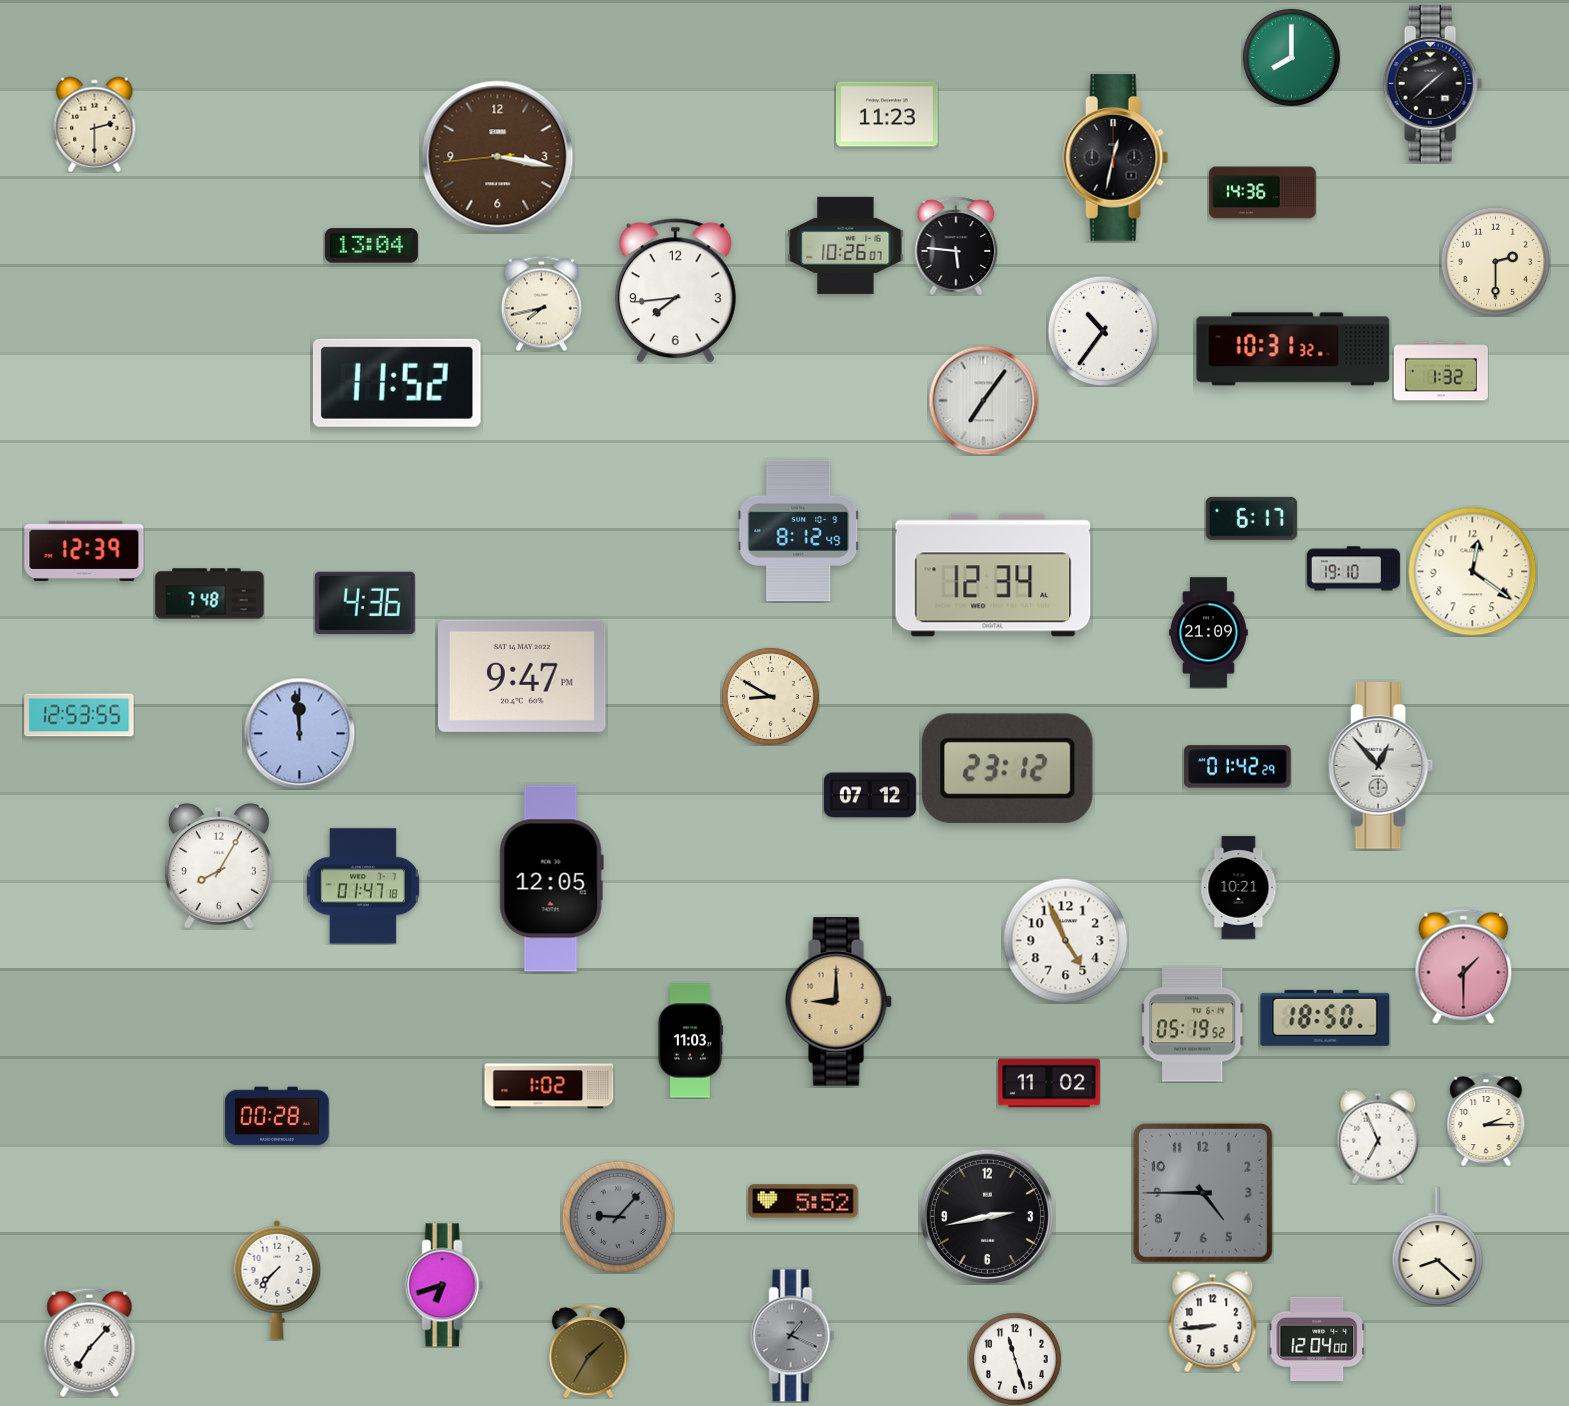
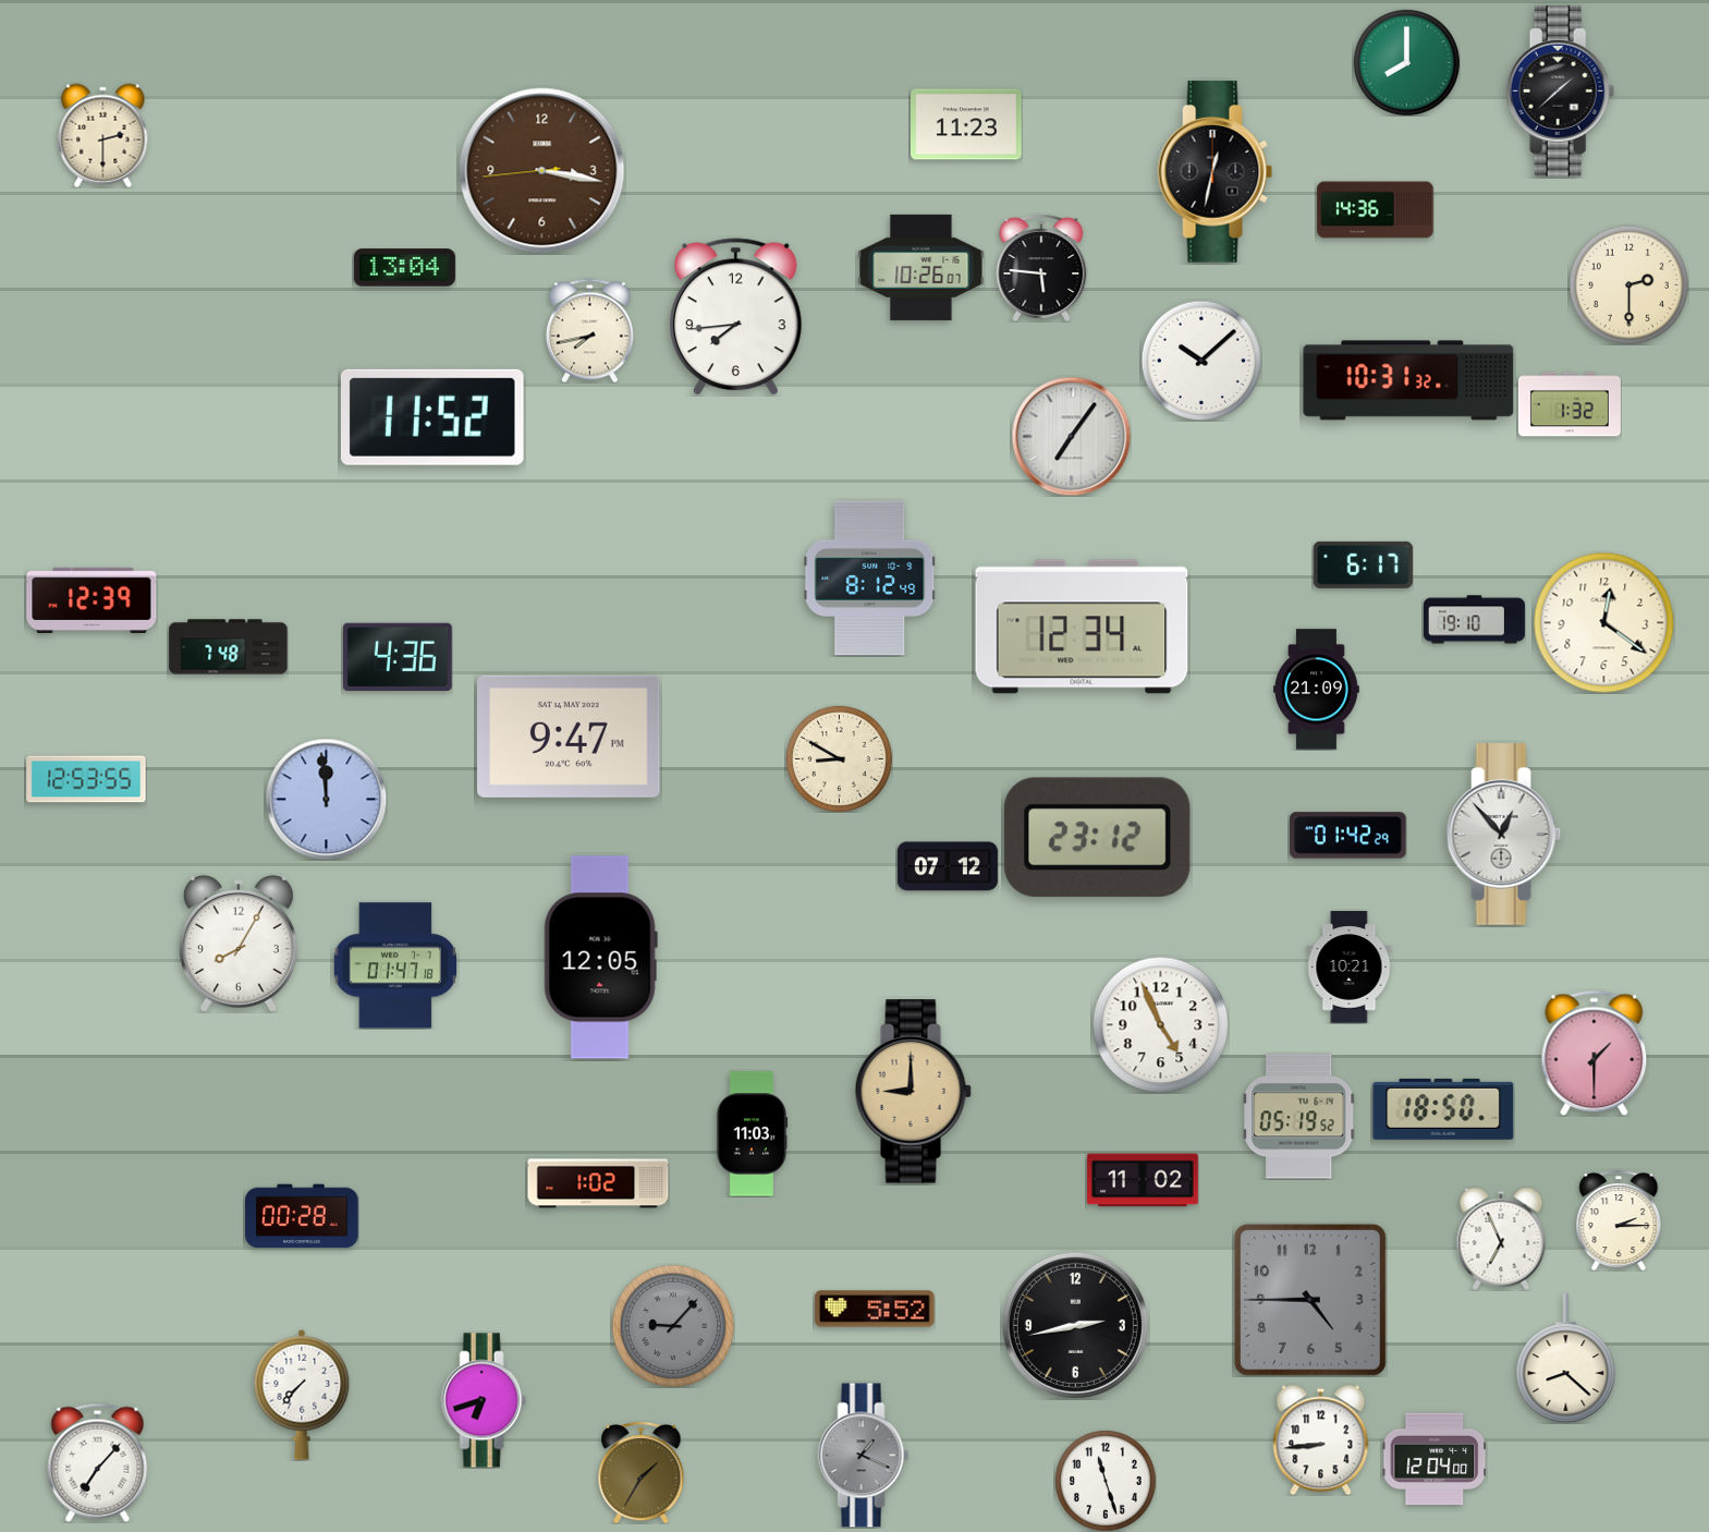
clock at (1103, 331): 10:36 -> 10:08
